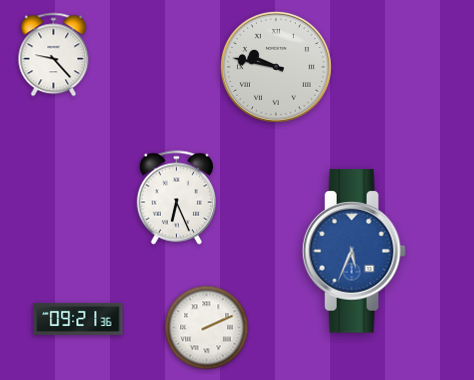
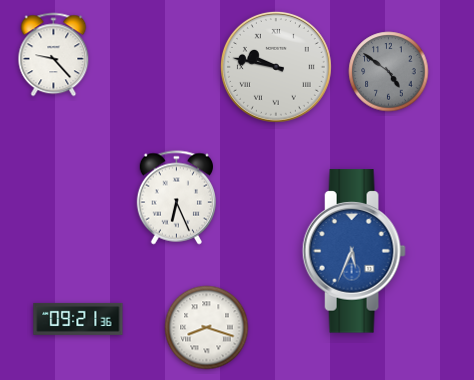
clock at (389, 72): none -> 4:51
clock at (207, 328): 2:11 -> 8:18
